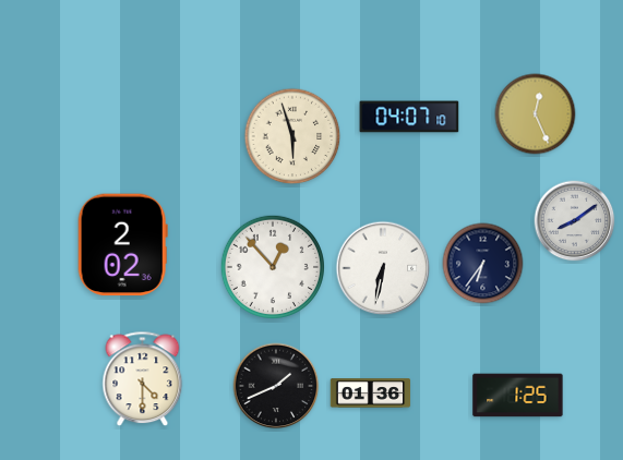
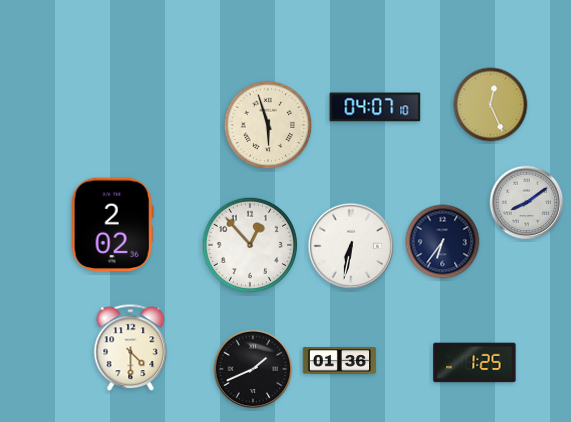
clock at (276, 386) position: (276, 386) -> (253, 369)
